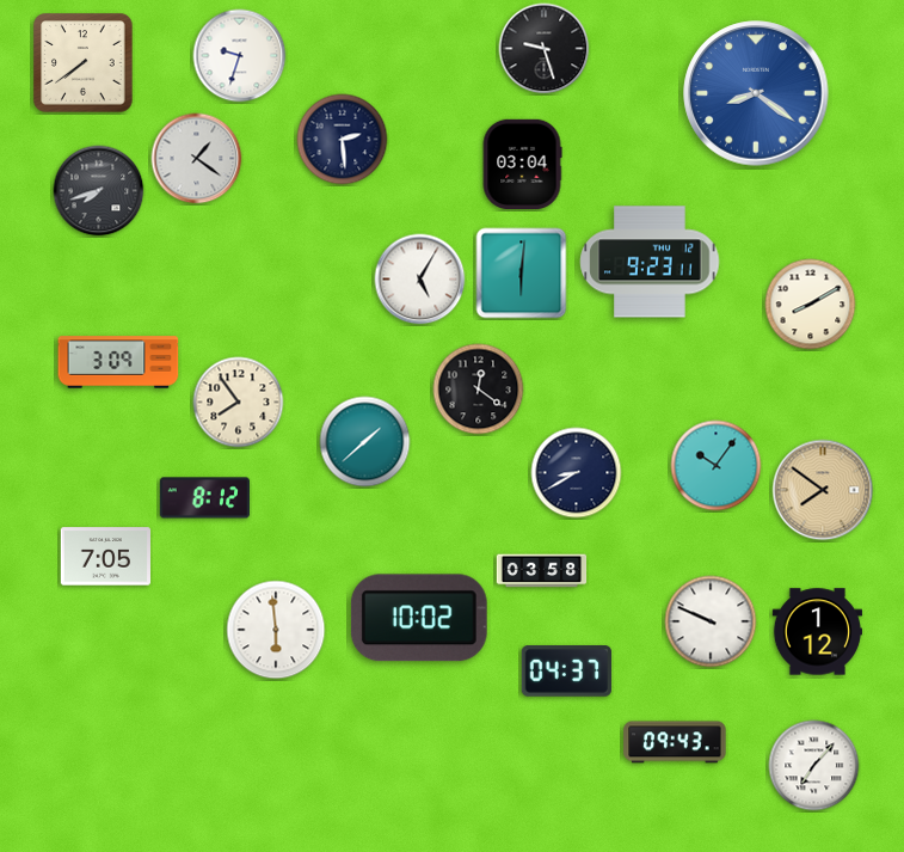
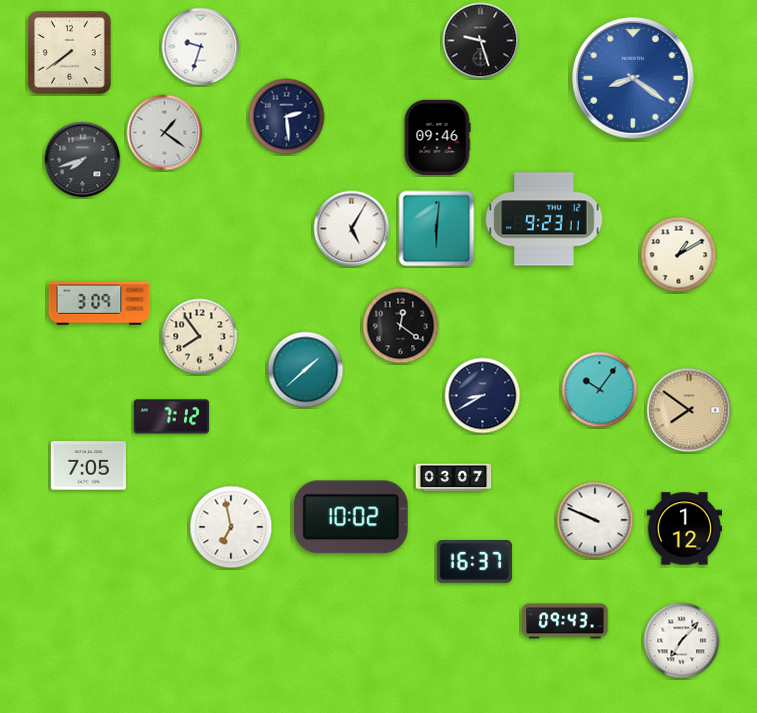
clock at (545, 49) position: (545, 49) -> (481, 41)
clock at (522, 164): 03:04 -> 09:46
clock at (420, 280) position: (420, 280) -> (352, 229)
clock at (811, 305): 8:10 -> 1:10
clock at (204, 498): 8:12 -> 7:12
clock at (542, 571): 03:58 -> 03:07
clock at (276, 630): 5:59 -> 6:58
clock at (566, 672): 04:37 -> 16:37
